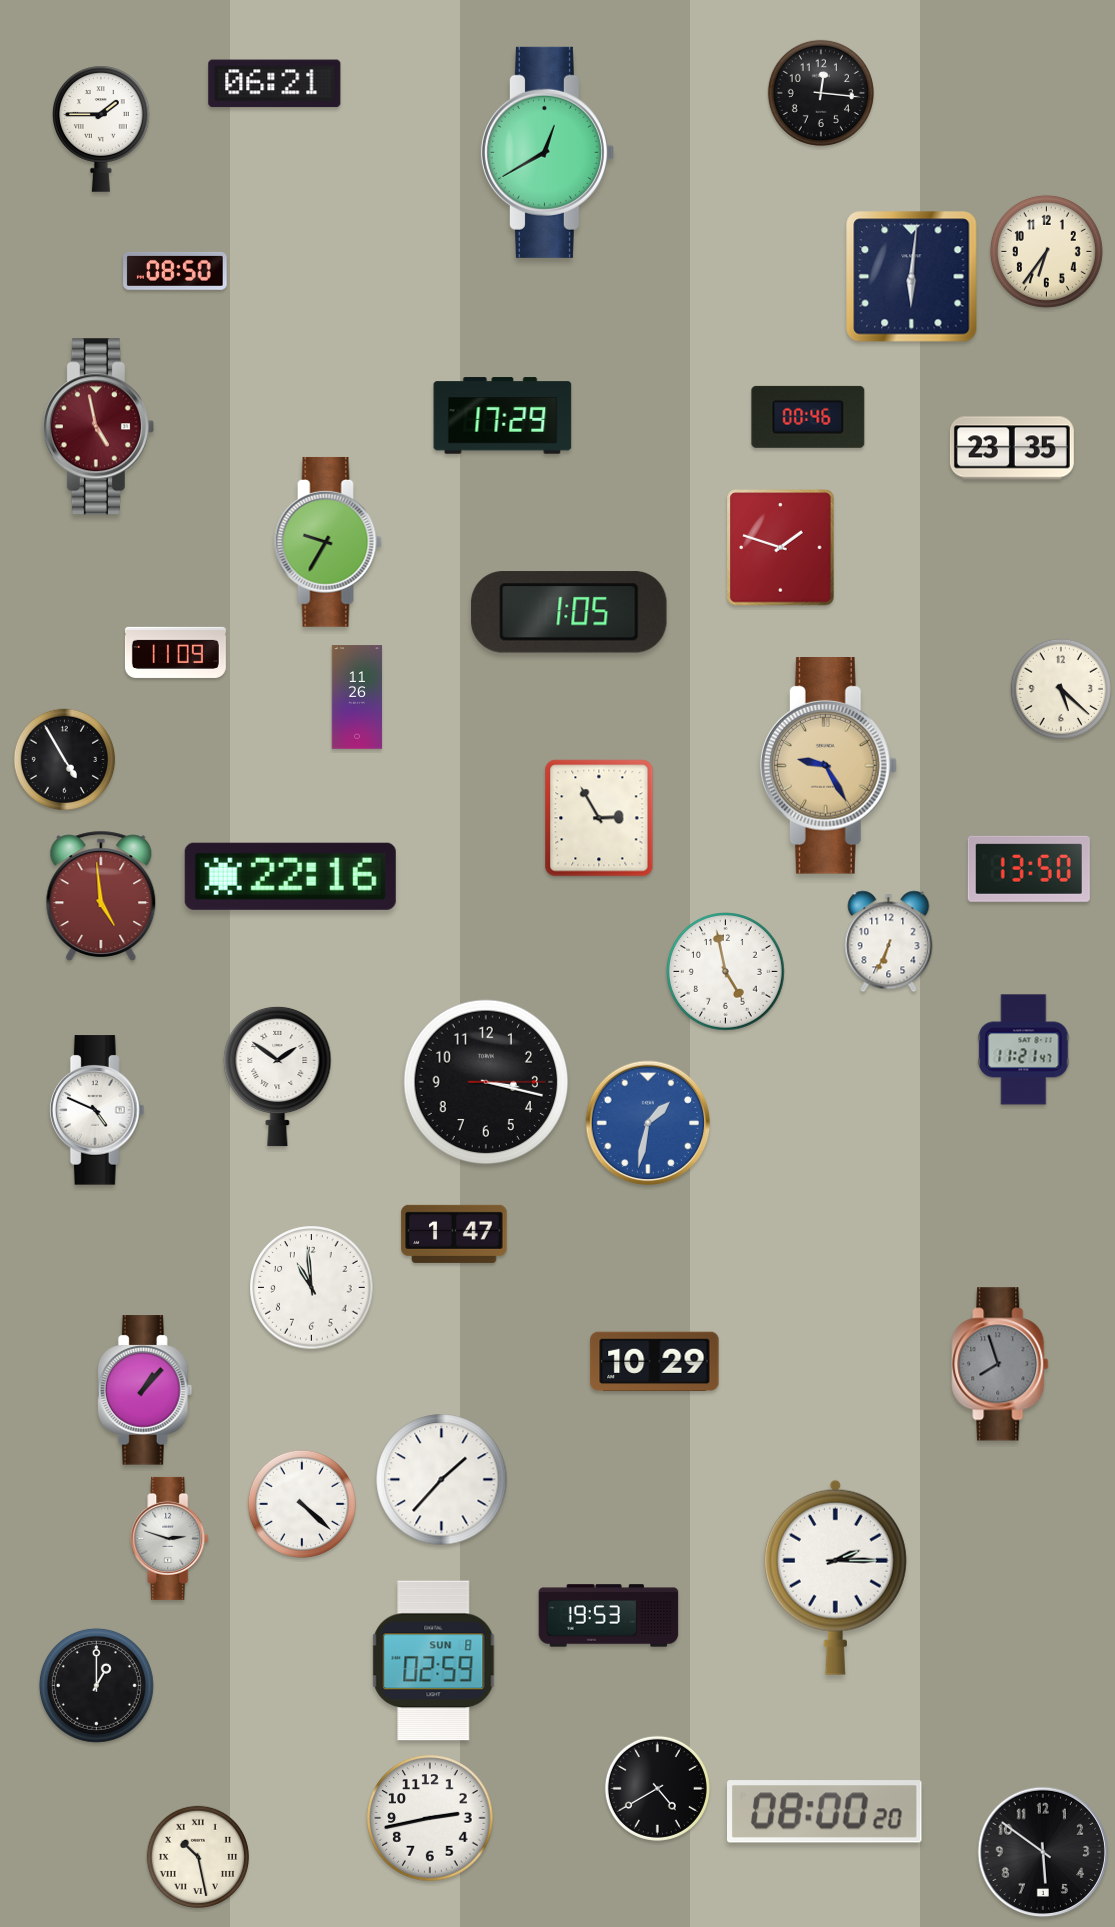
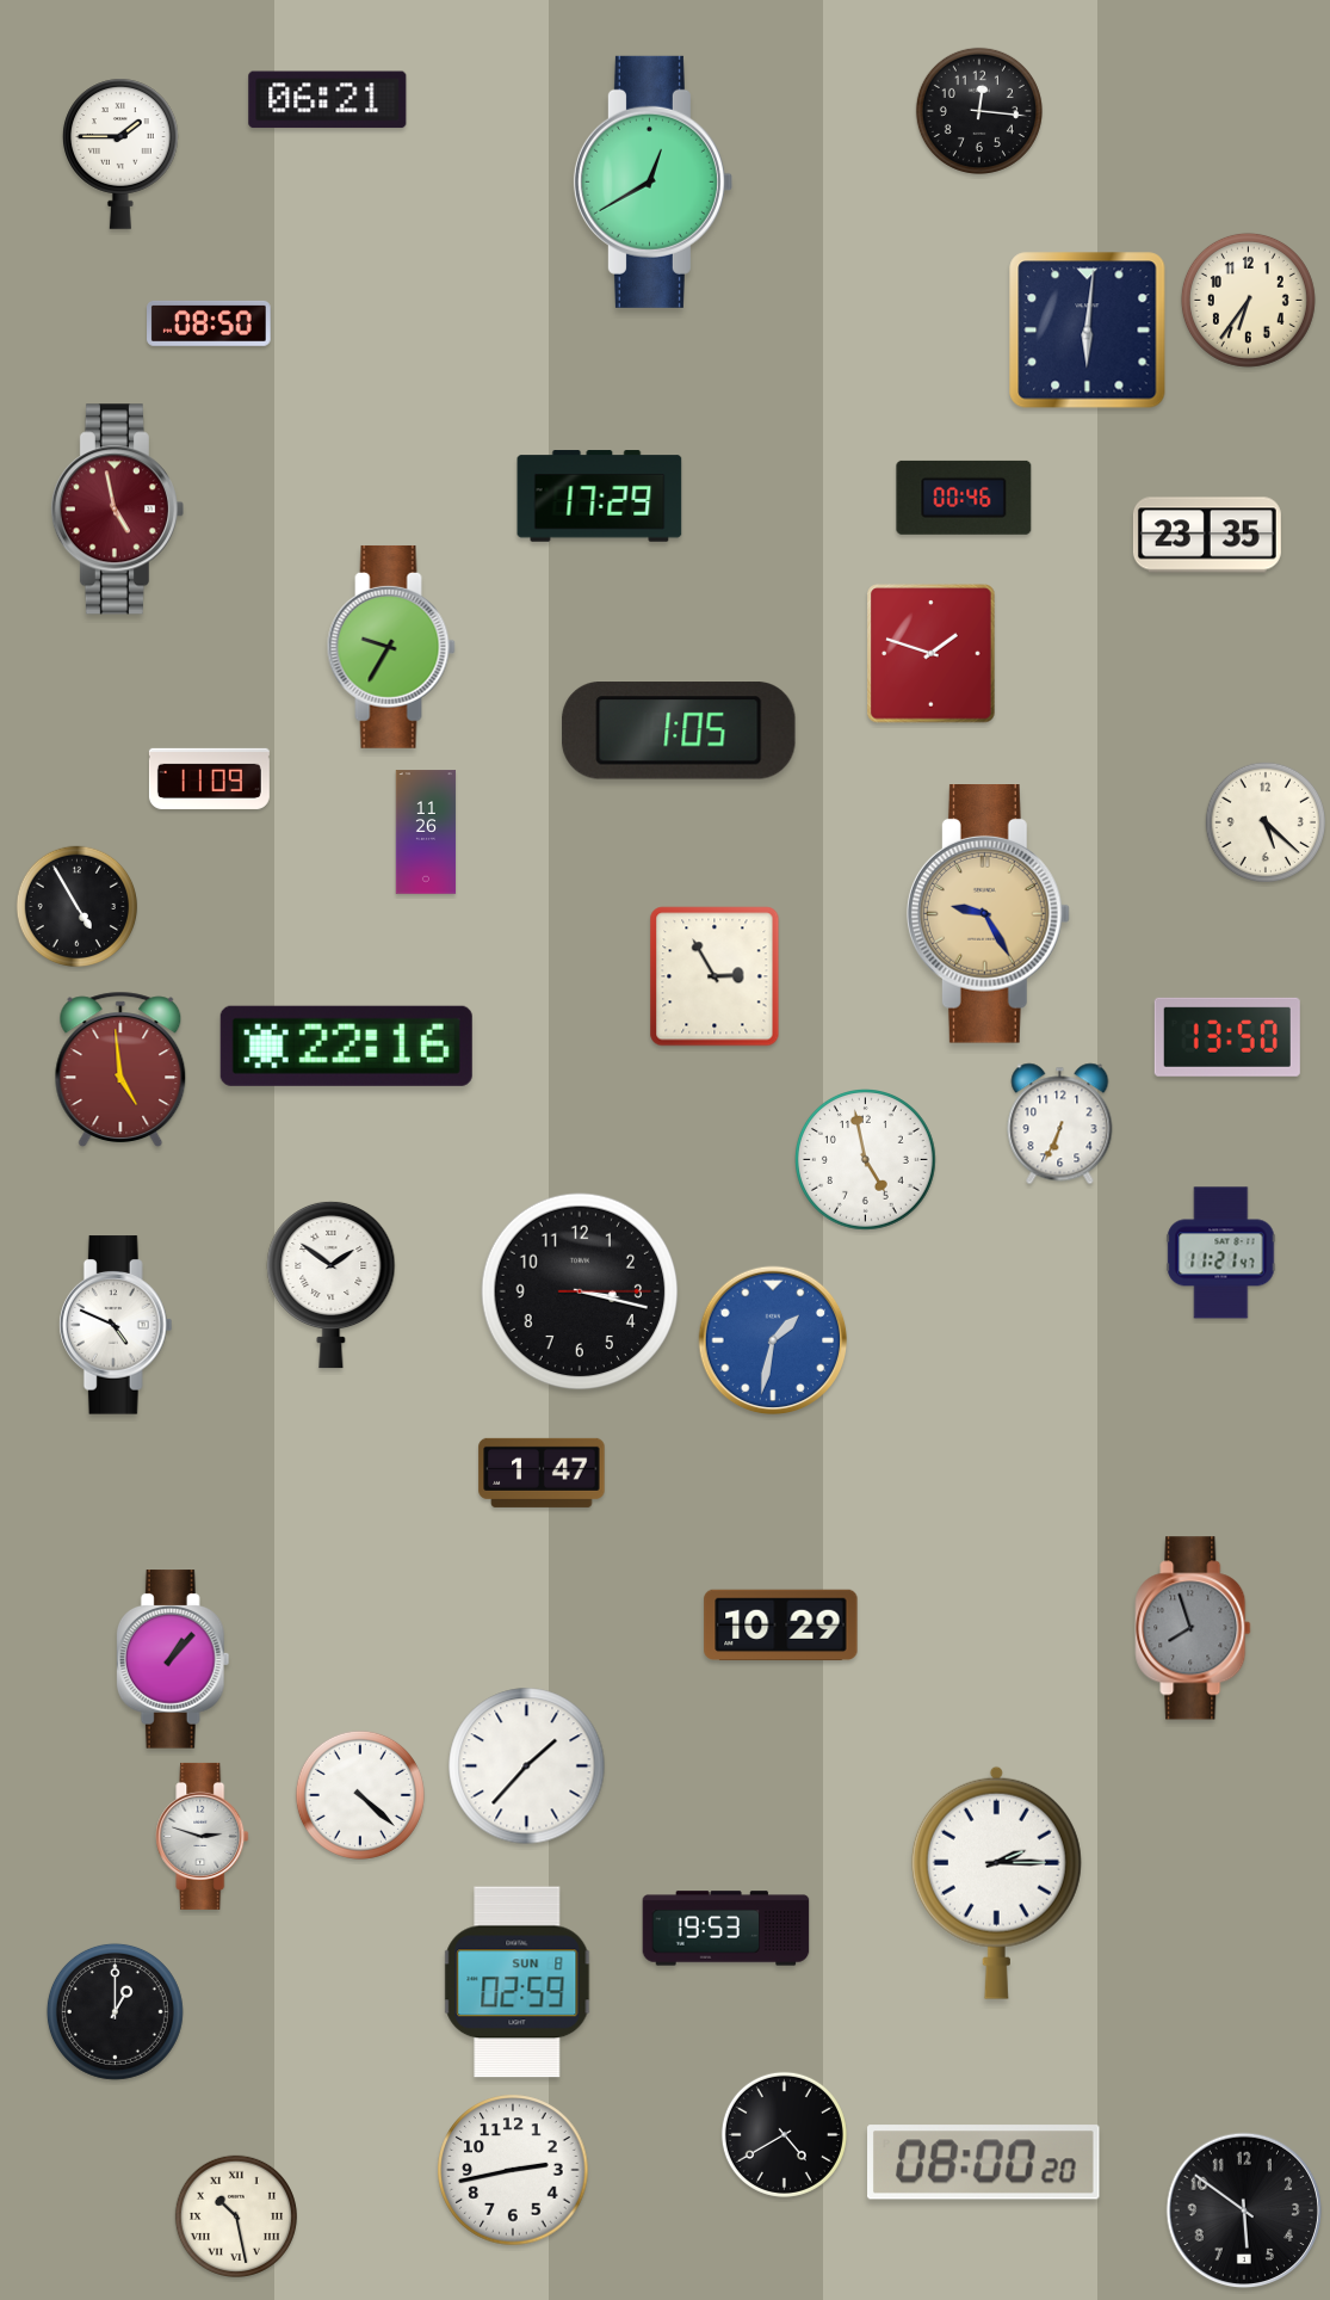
clock at (312, 1288): 10:59 -> none
